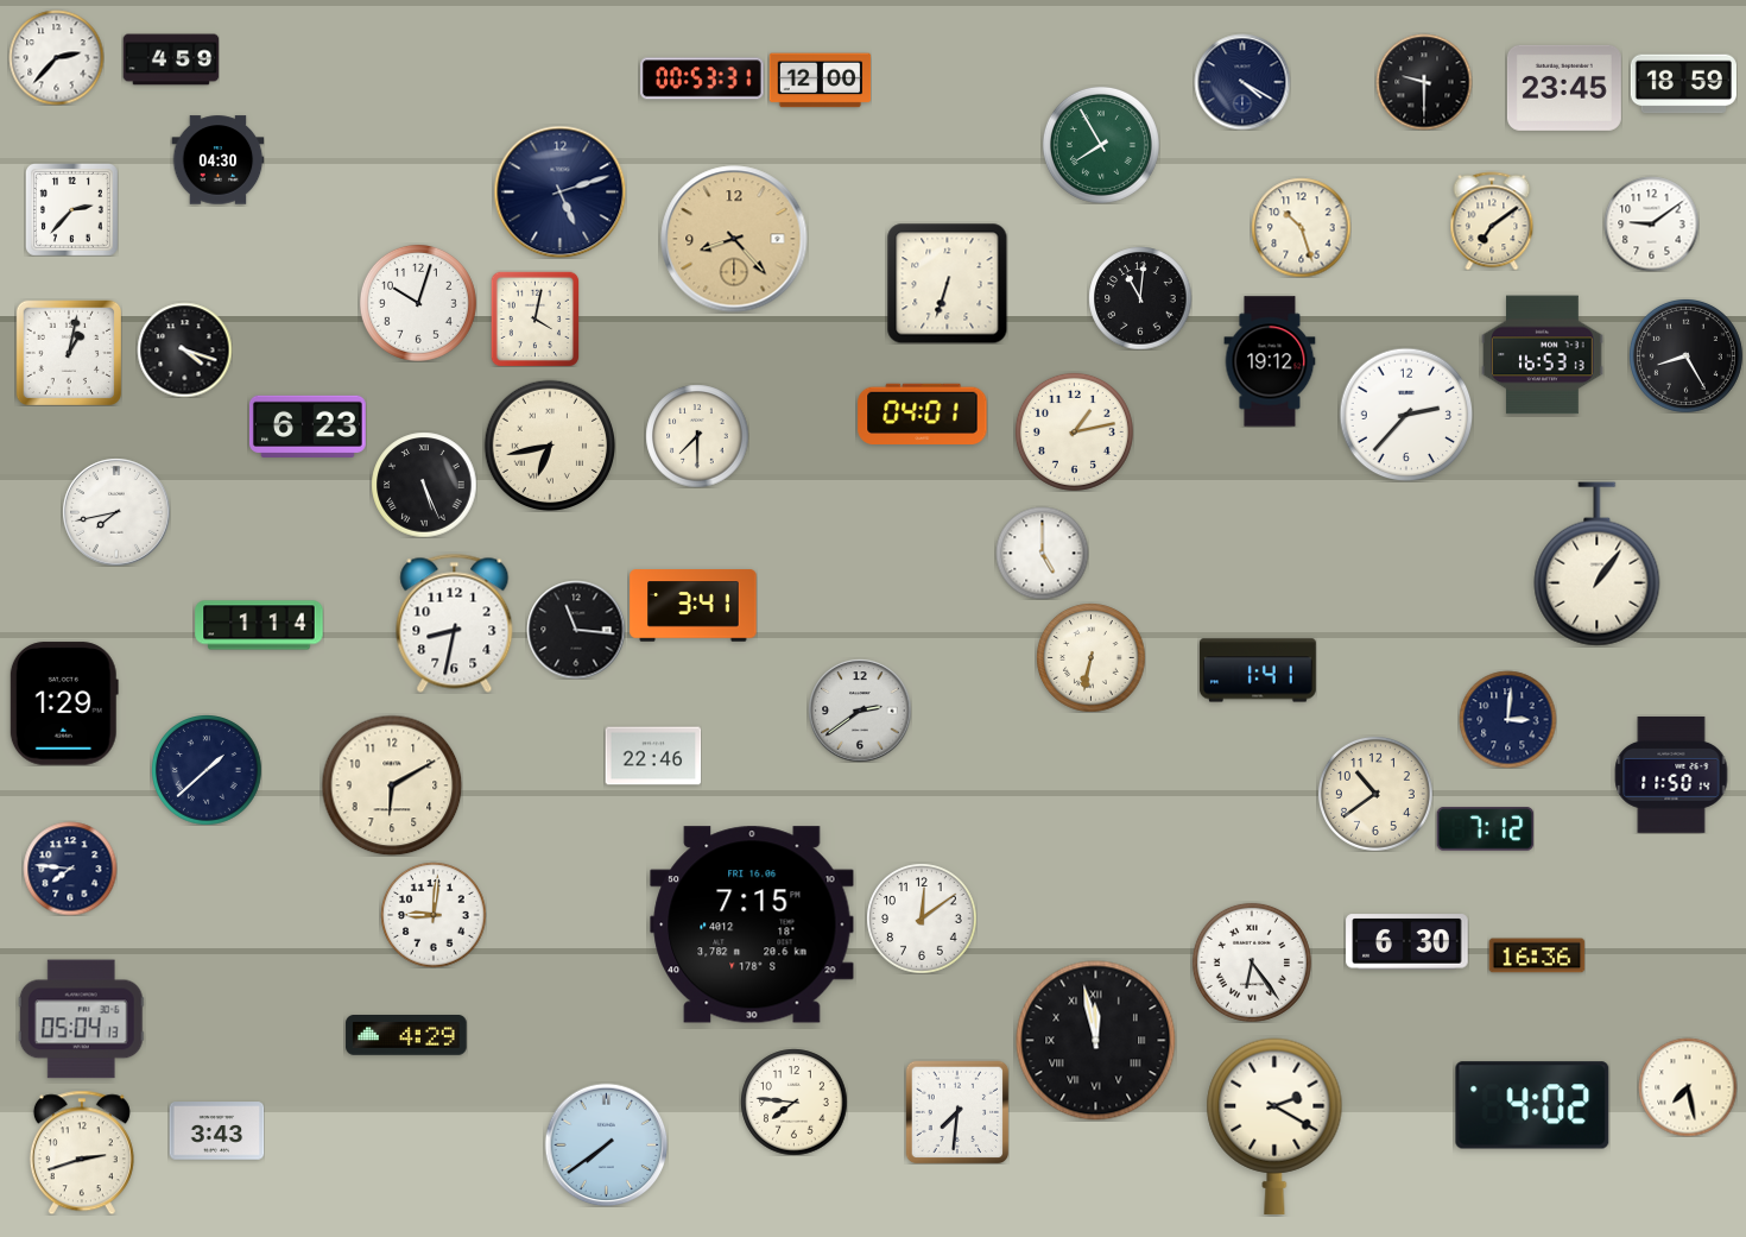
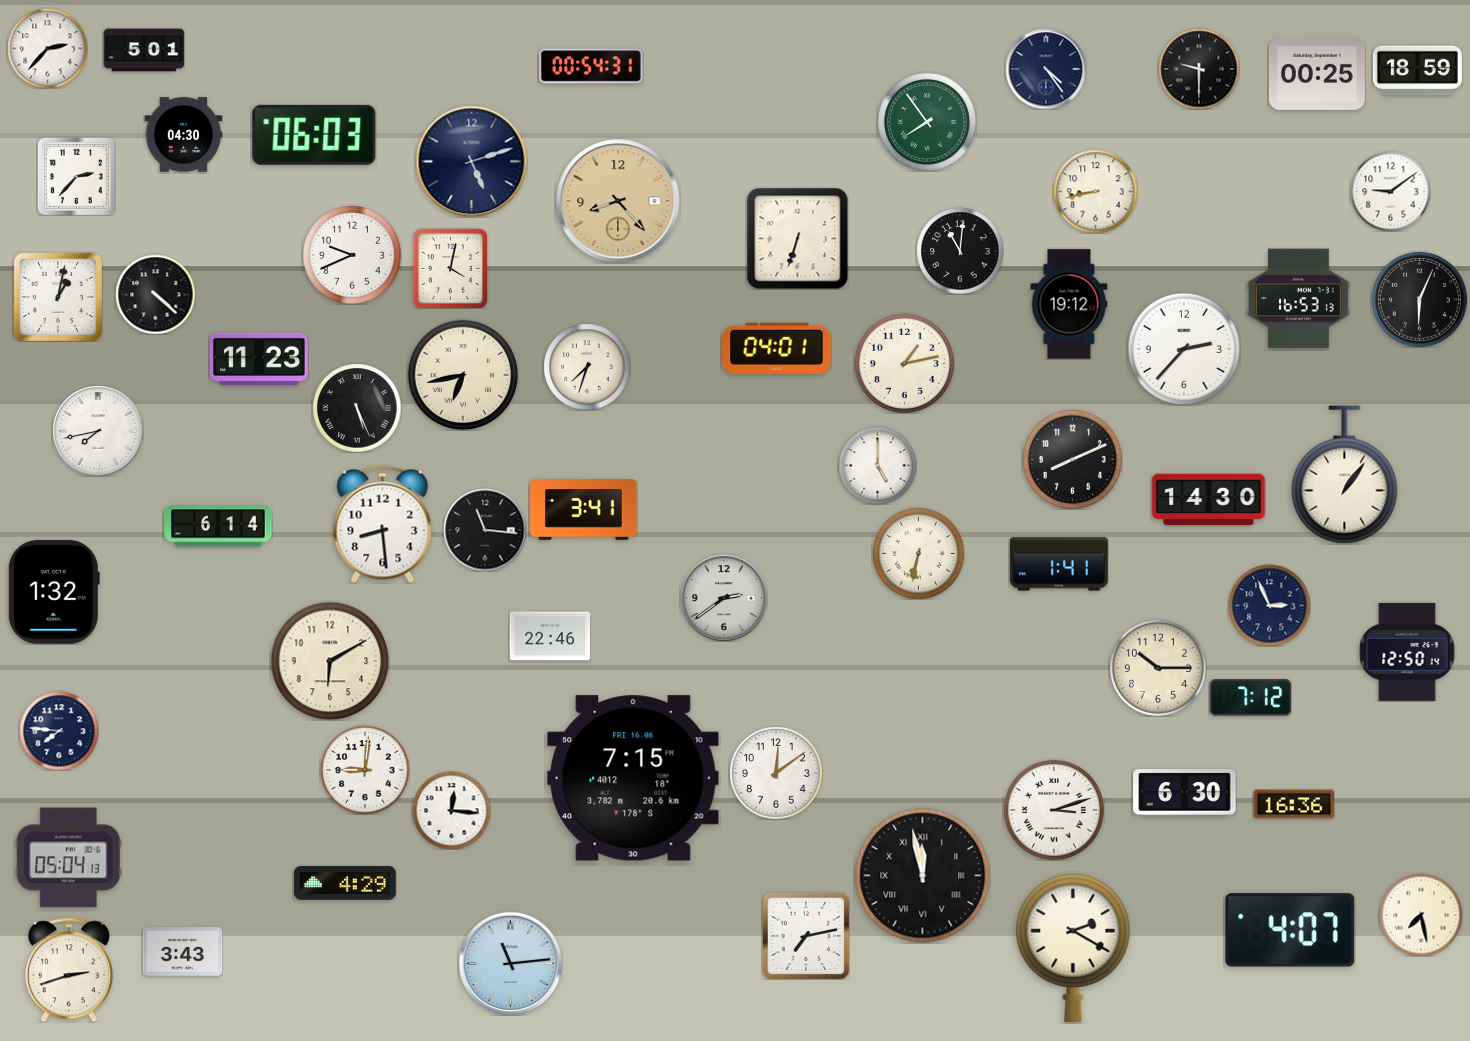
clock at (171, 59): 4:59 -> 5:01
clock at (702, 78): 00:53 -> 00:54
clock at (820, 81): 12:00 -> none
clock at (1242, 82): 4:20 -> 4:24
clock at (1564, 88): 23:45 -> 00:25
clock at (1101, 145): 7:55 -> 7:54
clock at (314, 135): none -> 06:03
clock at (71, 209) position: (71, 209) -> (76, 176)
clock at (1492, 221): 7:09 -> none
clock at (1651, 223) position: (1651, 223) -> (1390, 191)
clock at (1301, 227): 10:27 -> 8:43
clock at (418, 303): 10:03 -> 9:41
clock at (184, 349): 4:18 -> 4:22
clock at (1685, 355): 8:25 -> 6:04
clock at (308, 427): 6:23 -> 11:23
clock at (697, 436): 7:30 -> 7:33
clock at (1072, 459): none -> 8:11
clock at (1209, 500): none -> 14:30
clock at (455, 623): 8:32 -> 8:29
clock at (259, 625): 1:14 -> 6:14
clock at (64, 703): 1:29 -> 1:32
clock at (1507, 719): 3:01 -> 2:56
clock at (207, 770): 1:38 -> none
clock at (1671, 775): 11:50 -> 12:50
clock at (1375, 794): 10:39 -> 10:15
clock at (451, 810): none -> 12:16
clock at (1252, 963): 6:24 -> 3:12
clock at (406, 1035) position: (406, 1035) -> (345, 883)
clock at (793, 1102): 7:46 -> none
clock at (1532, 1105): 4:02 -> 4:07
clock at (957, 1112): 7:31 -> 7:13
clock at (606, 1144): 7:39 -> 11:14
